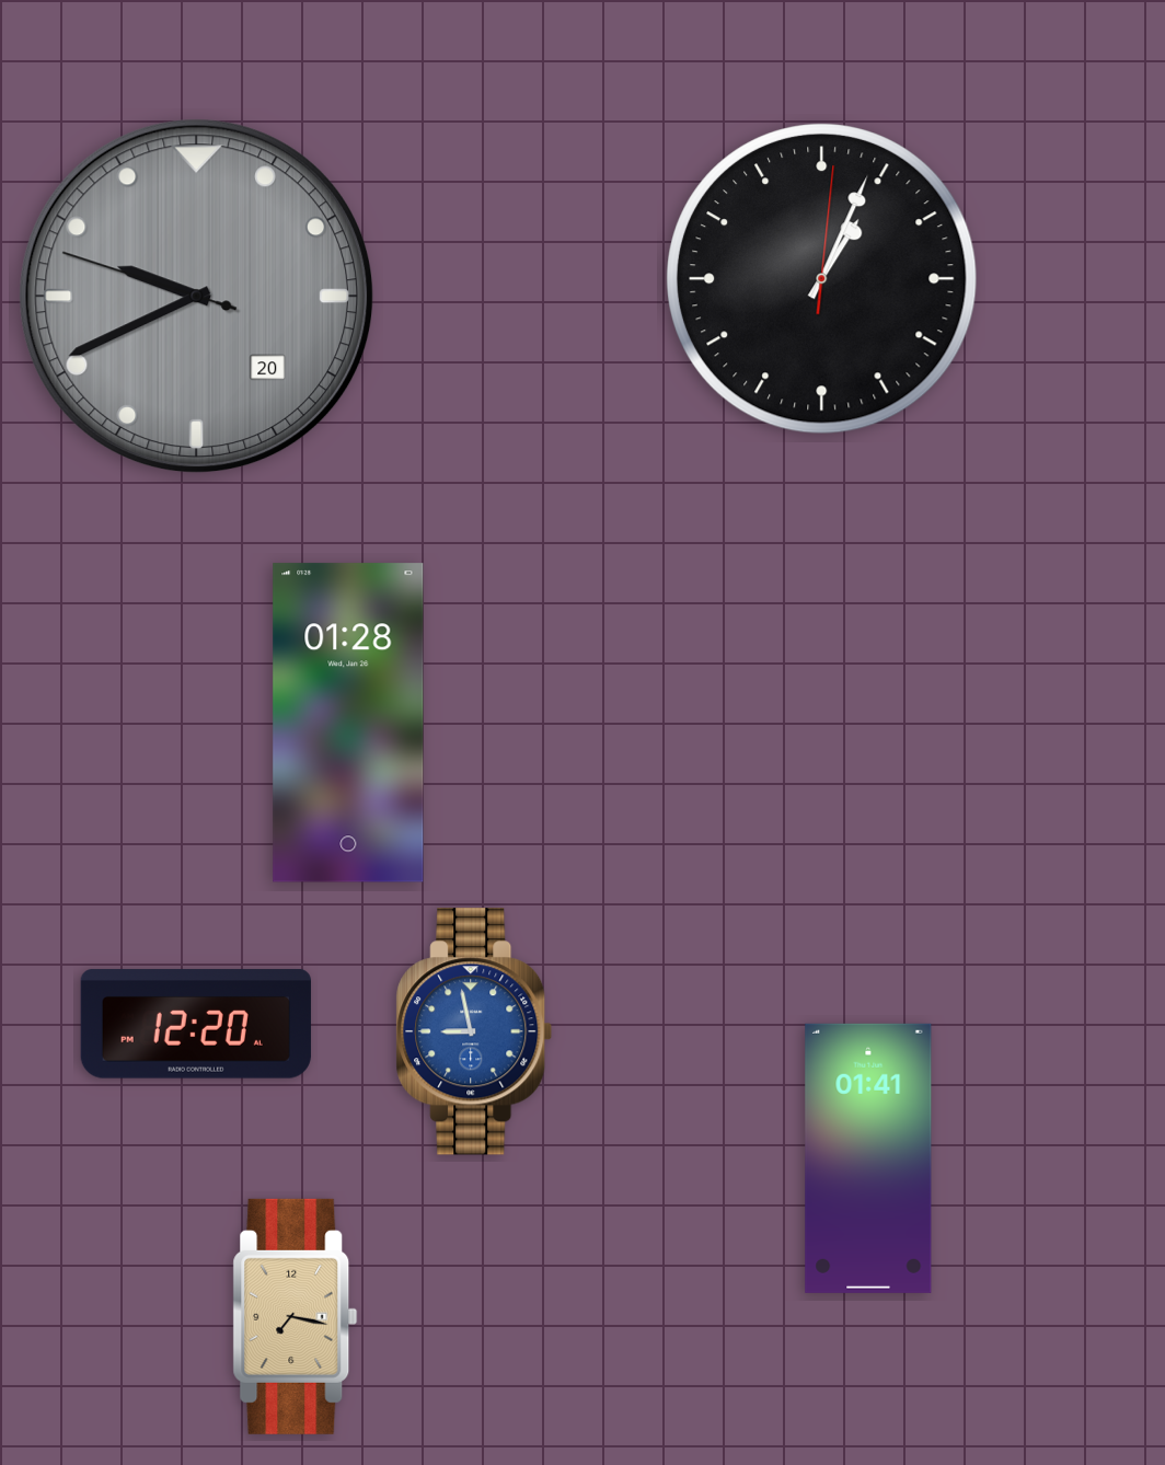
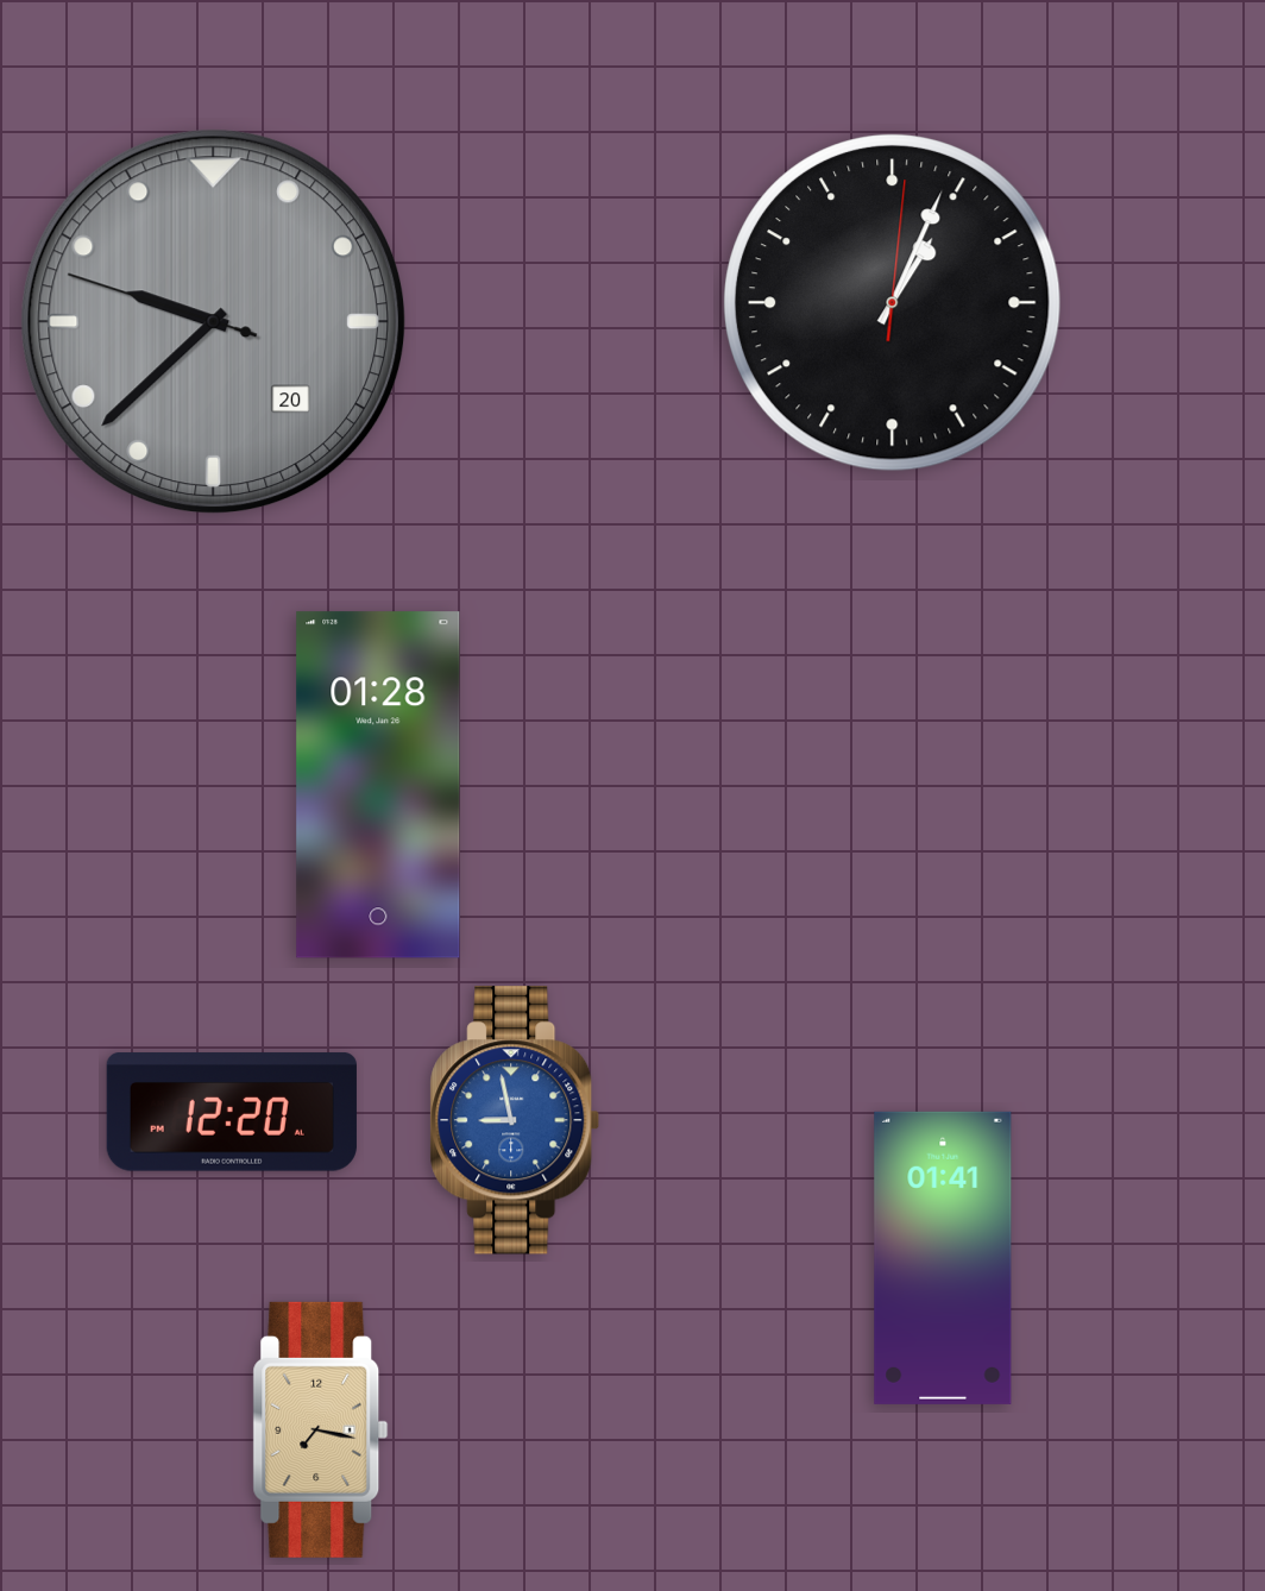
clock at (197, 297): 9:40 -> 9:37
clock at (196, 1024) position: (196, 1024) -> (232, 1112)
